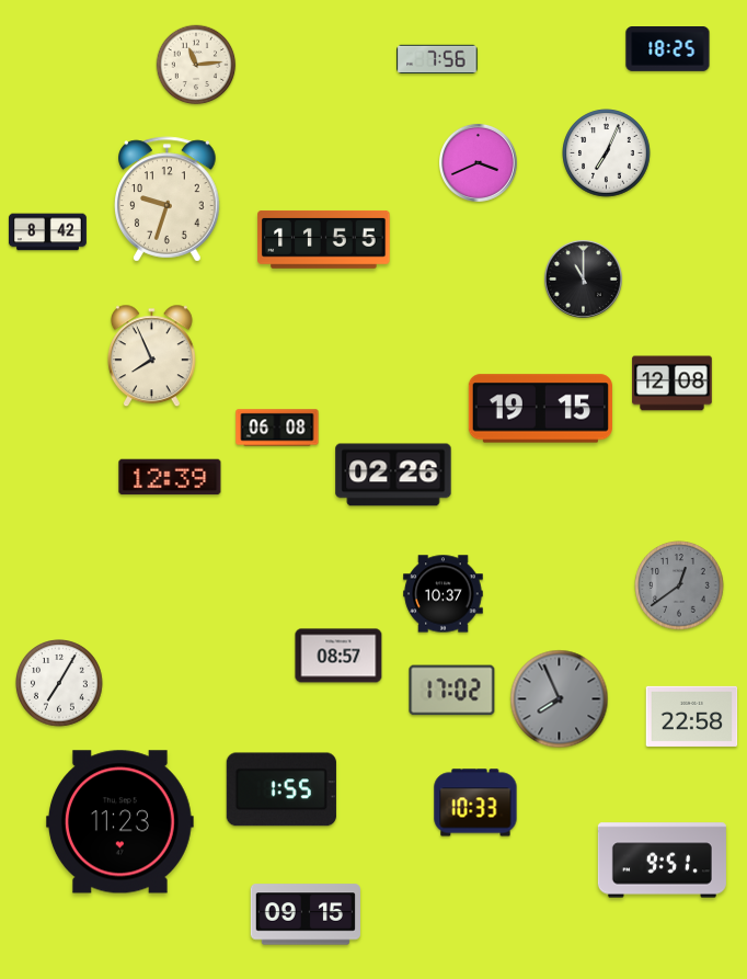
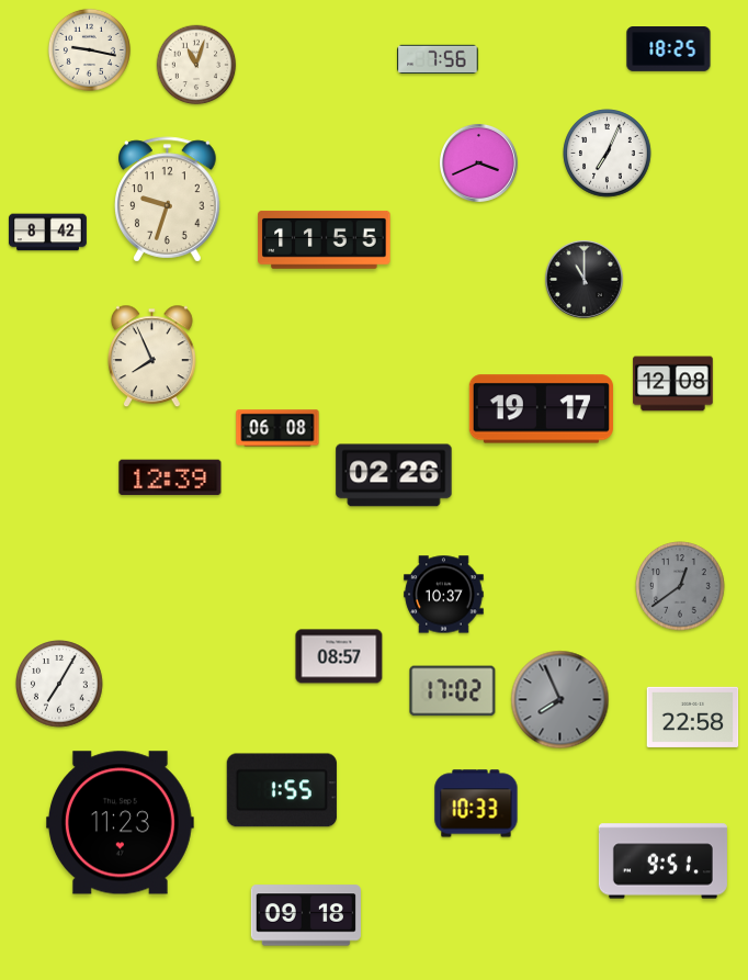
clock at (89, 49): none -> 9:17
clock at (196, 65): 11:14 -> 11:03
clock at (540, 409): 19:15 -> 19:17
clock at (304, 914): 09:15 -> 09:18
